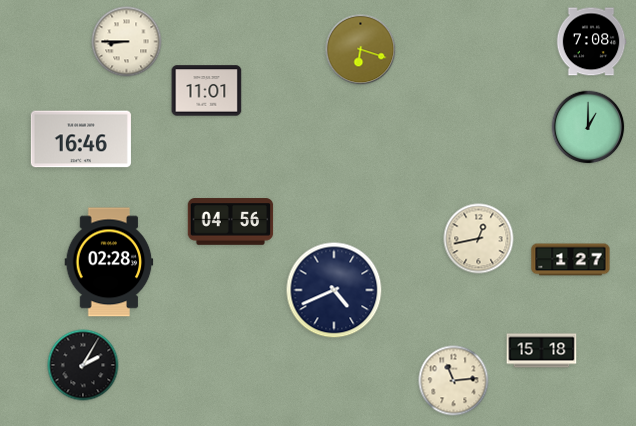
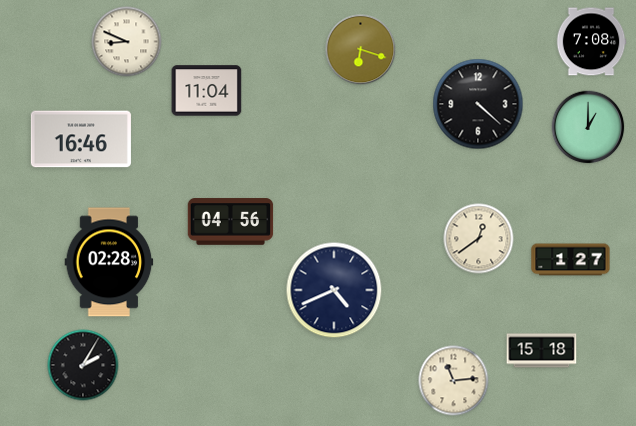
clock at (127, 42): 8:45 -> 8:49
clock at (207, 91): 11:01 -> 11:04
clock at (478, 104): none -> 4:22
clock at (479, 239): 12:43 -> 12:39
